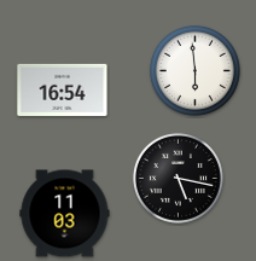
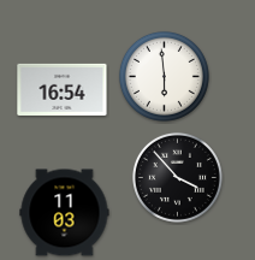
clock at (194, 70) position: (194, 70) -> (164, 76)
clock at (178, 178): 5:17 -> 3:53
